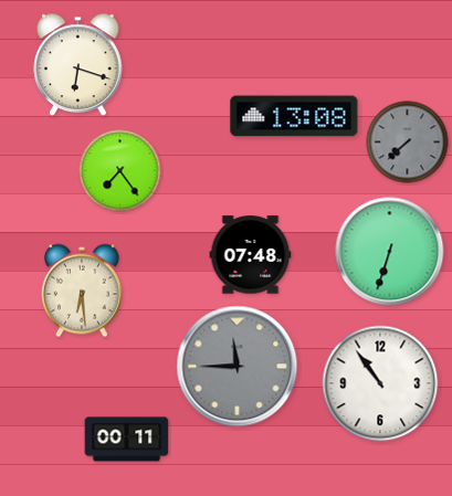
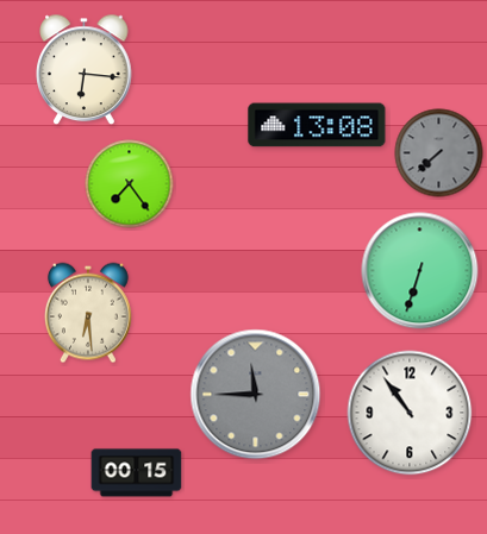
clock at (78, 65): 6:18 -> 6:16
clock at (251, 255): 07:48 -> none
clock at (127, 440): 00:11 -> 00:15
